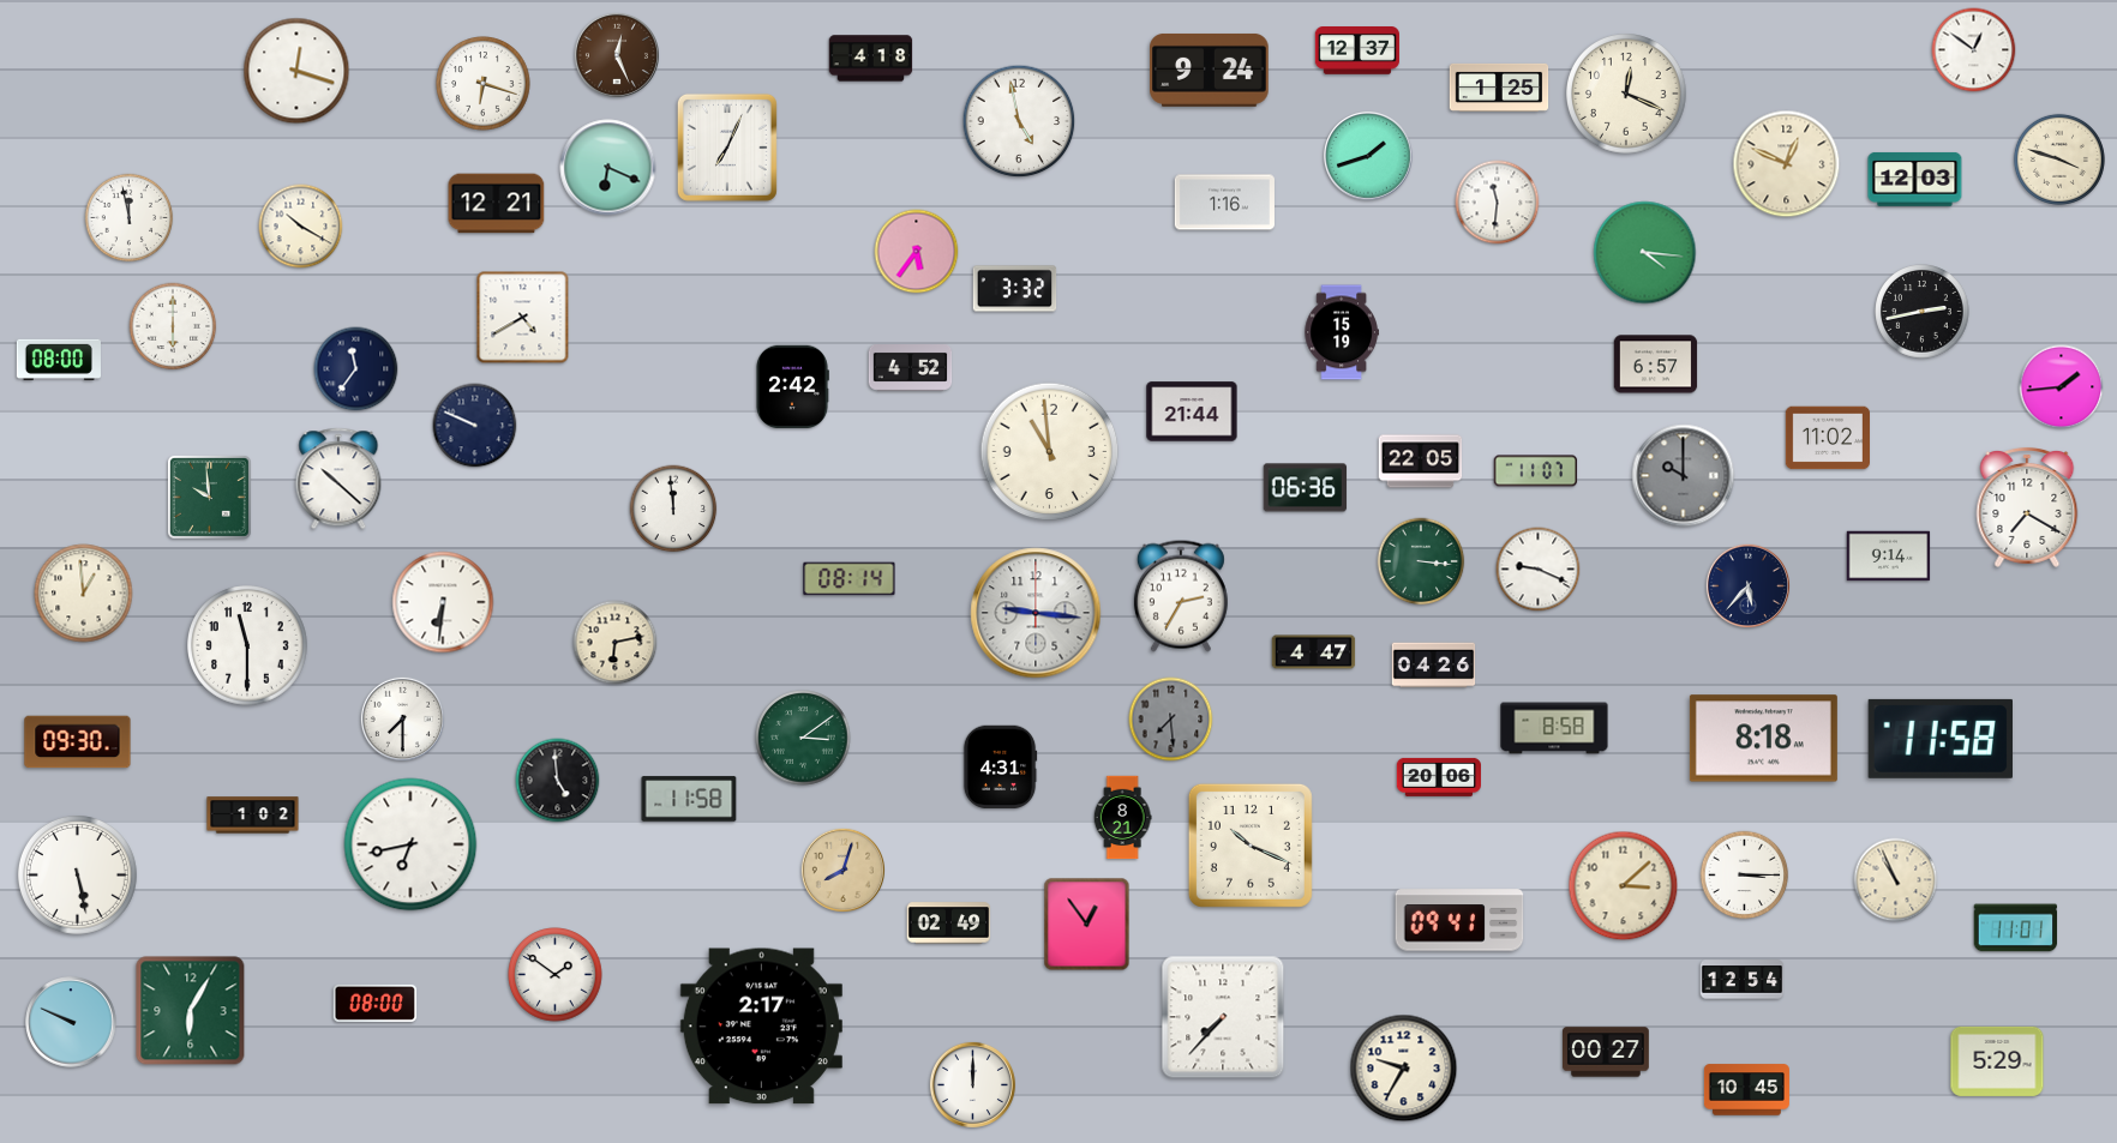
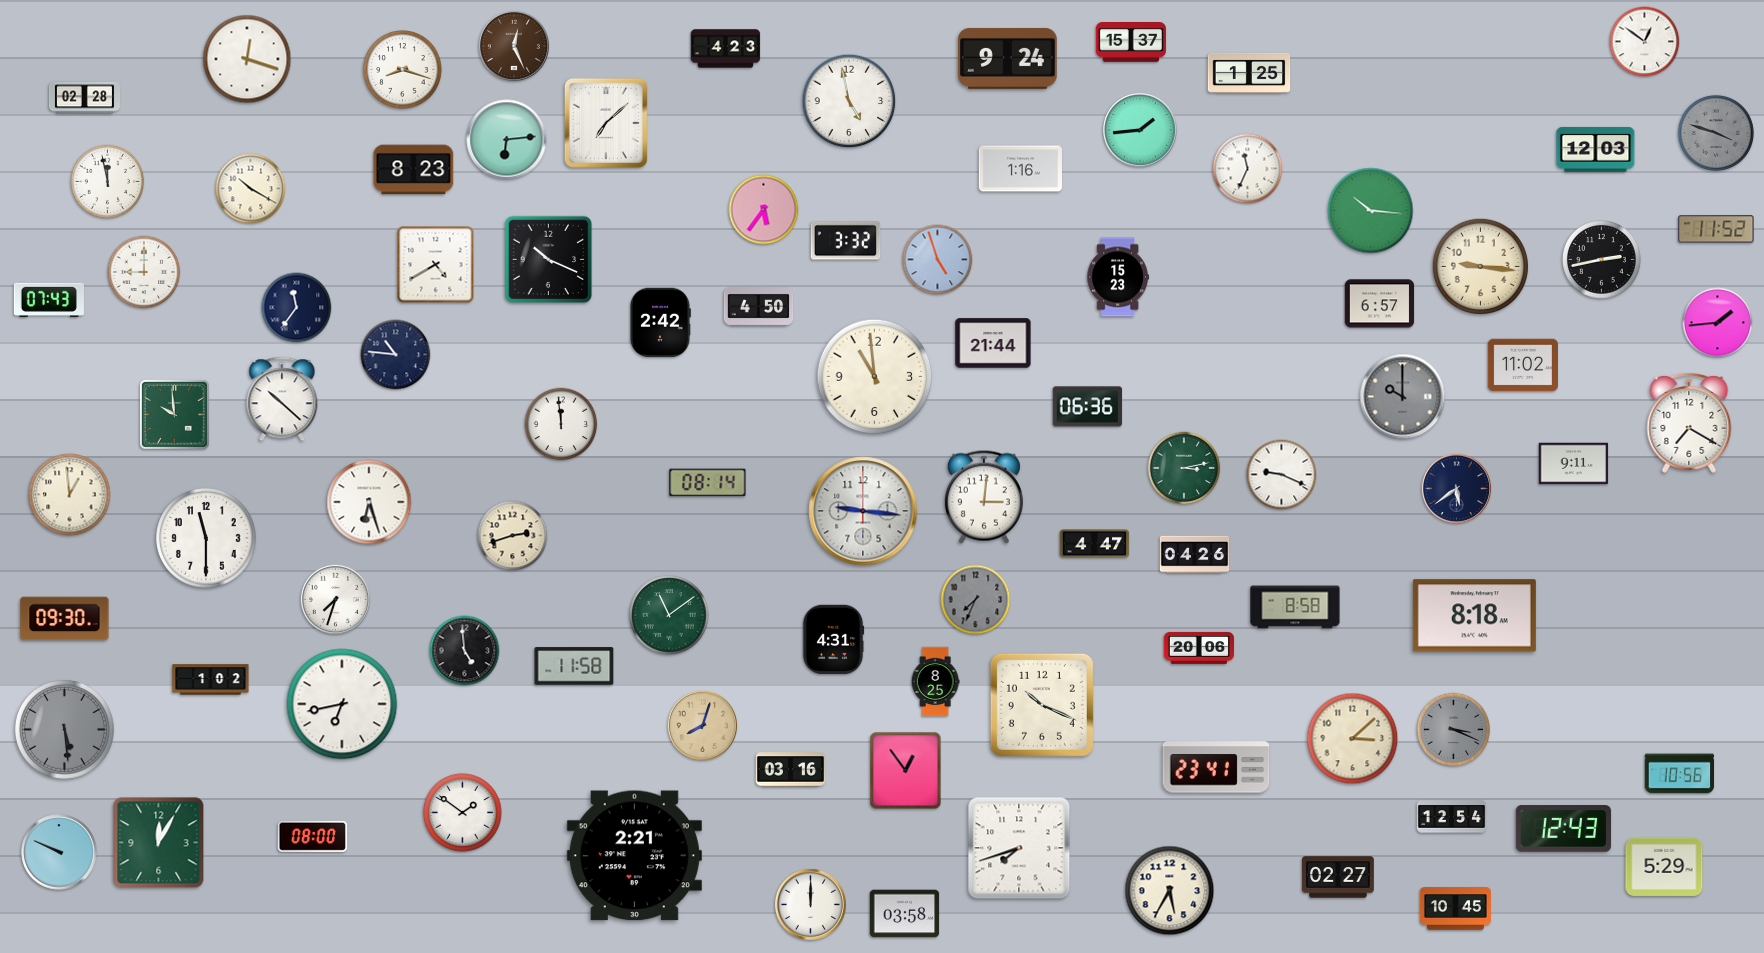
clock at (1357, 52): 12:37 -> 15:37
clock at (871, 59): 4:18 -> 4:23
clock at (484, 84): 6:18 -> 8:18
clock at (1627, 95): 12:19 -> none
clock at (84, 98): none -> 02:28
clock at (727, 148): 7:04 -> 7:08
clock at (1369, 157): 1:42 -> 1:44
clock at (2059, 160) dial: cream -> grey
clock at (1787, 164): 12:49 -> none
clock at (608, 168): 6:19 -> 6:14
clock at (1498, 203): 11:31 -> 11:34
clock at (497, 204): 12:21 -> 8:23
clock at (1645, 253): 4:16 -> 10:16
clock at (1716, 229): none -> 11:52
clock at (549, 260): none -> 10:19
clock at (938, 260): none -> 4:57
clock at (1480, 266): none -> 9:16
clock at (173, 326): 6:00 -> 9:00
clock at (1342, 332): 15:19 -> 15:23
clock at (59, 360): 08:00 -> 07:43
clock at (911, 368): 4:52 -> 4:50
clock at (475, 426): 9:49 -> 10:46
clock at (1421, 462): 22:05 -> none
clock at (1536, 471): 11:07 -> none
clock at (1889, 557): 9:14 -> 9:11
clock at (1421, 561): 3:16 -> 3:13
clock at (1747, 585): 5:37 -> 5:39
clock at (1181, 596): 2:35 -> 3:01
clock at (443, 602): 6:31 -> 6:27
clock at (616, 643): 6:13 -> 2:42
clock at (402, 718): 7:30 -> 7:33
clock at (1171, 720): 7:29 -> 7:34
clock at (803, 738): 3:09 -> 11:09
clock at (1763, 739) position: (1763, 739) -> (1474, 616)
clock at (1941, 739): 11:58 -> none
clock at (1122, 818): 8:21 -> 8:25
clock at (77, 874): 5:28 -> 5:29
clock at (77, 874) dial: white -> grey
clock at (1745, 876): 3:15 -> 3:19
clock at (1745, 876) dial: white -> grey
clock at (1896, 880): 10:56 -> none
clock at (1459, 920): 09:41 -> 23:41
clock at (949, 924): 02:49 -> 03:16
clock at (2016, 928): 11:01 -> 10:56
clock at (1564, 829): none -> 12:43
clock at (191, 1011): 6:05 -> 12:05
clock at (1223, 1017): 7:37 -> 7:42
clock at (761, 1027): 2:17 -> 2:21
clock at (1606, 1052): 00:27 -> 02:27
clock at (1997, 1061) position: (1997, 1061) -> (1664, 867)
clock at (1404, 1069): 9:35 -> 5:35
clock at (905, 914): none -> 03:58
